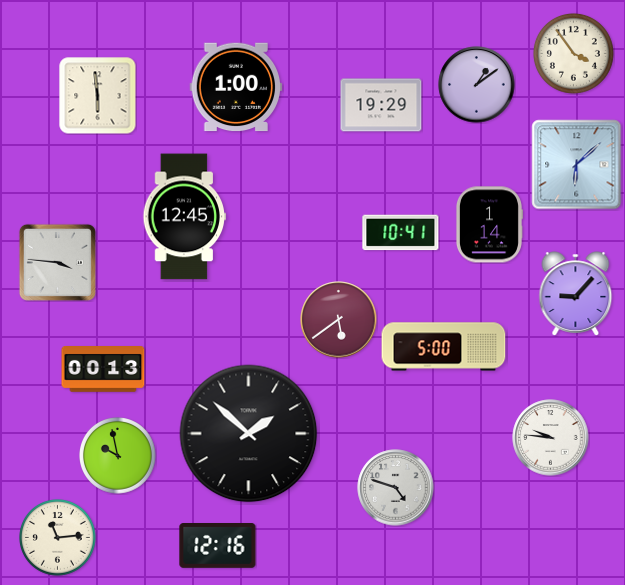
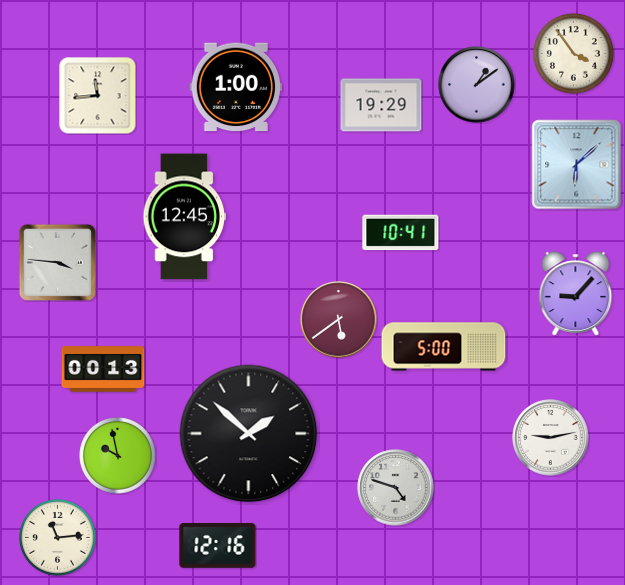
clock at (98, 96): 5:59 -> 11:44
clock at (489, 225): 1:14 -> none
clock at (551, 438): 9:46 -> 9:13
